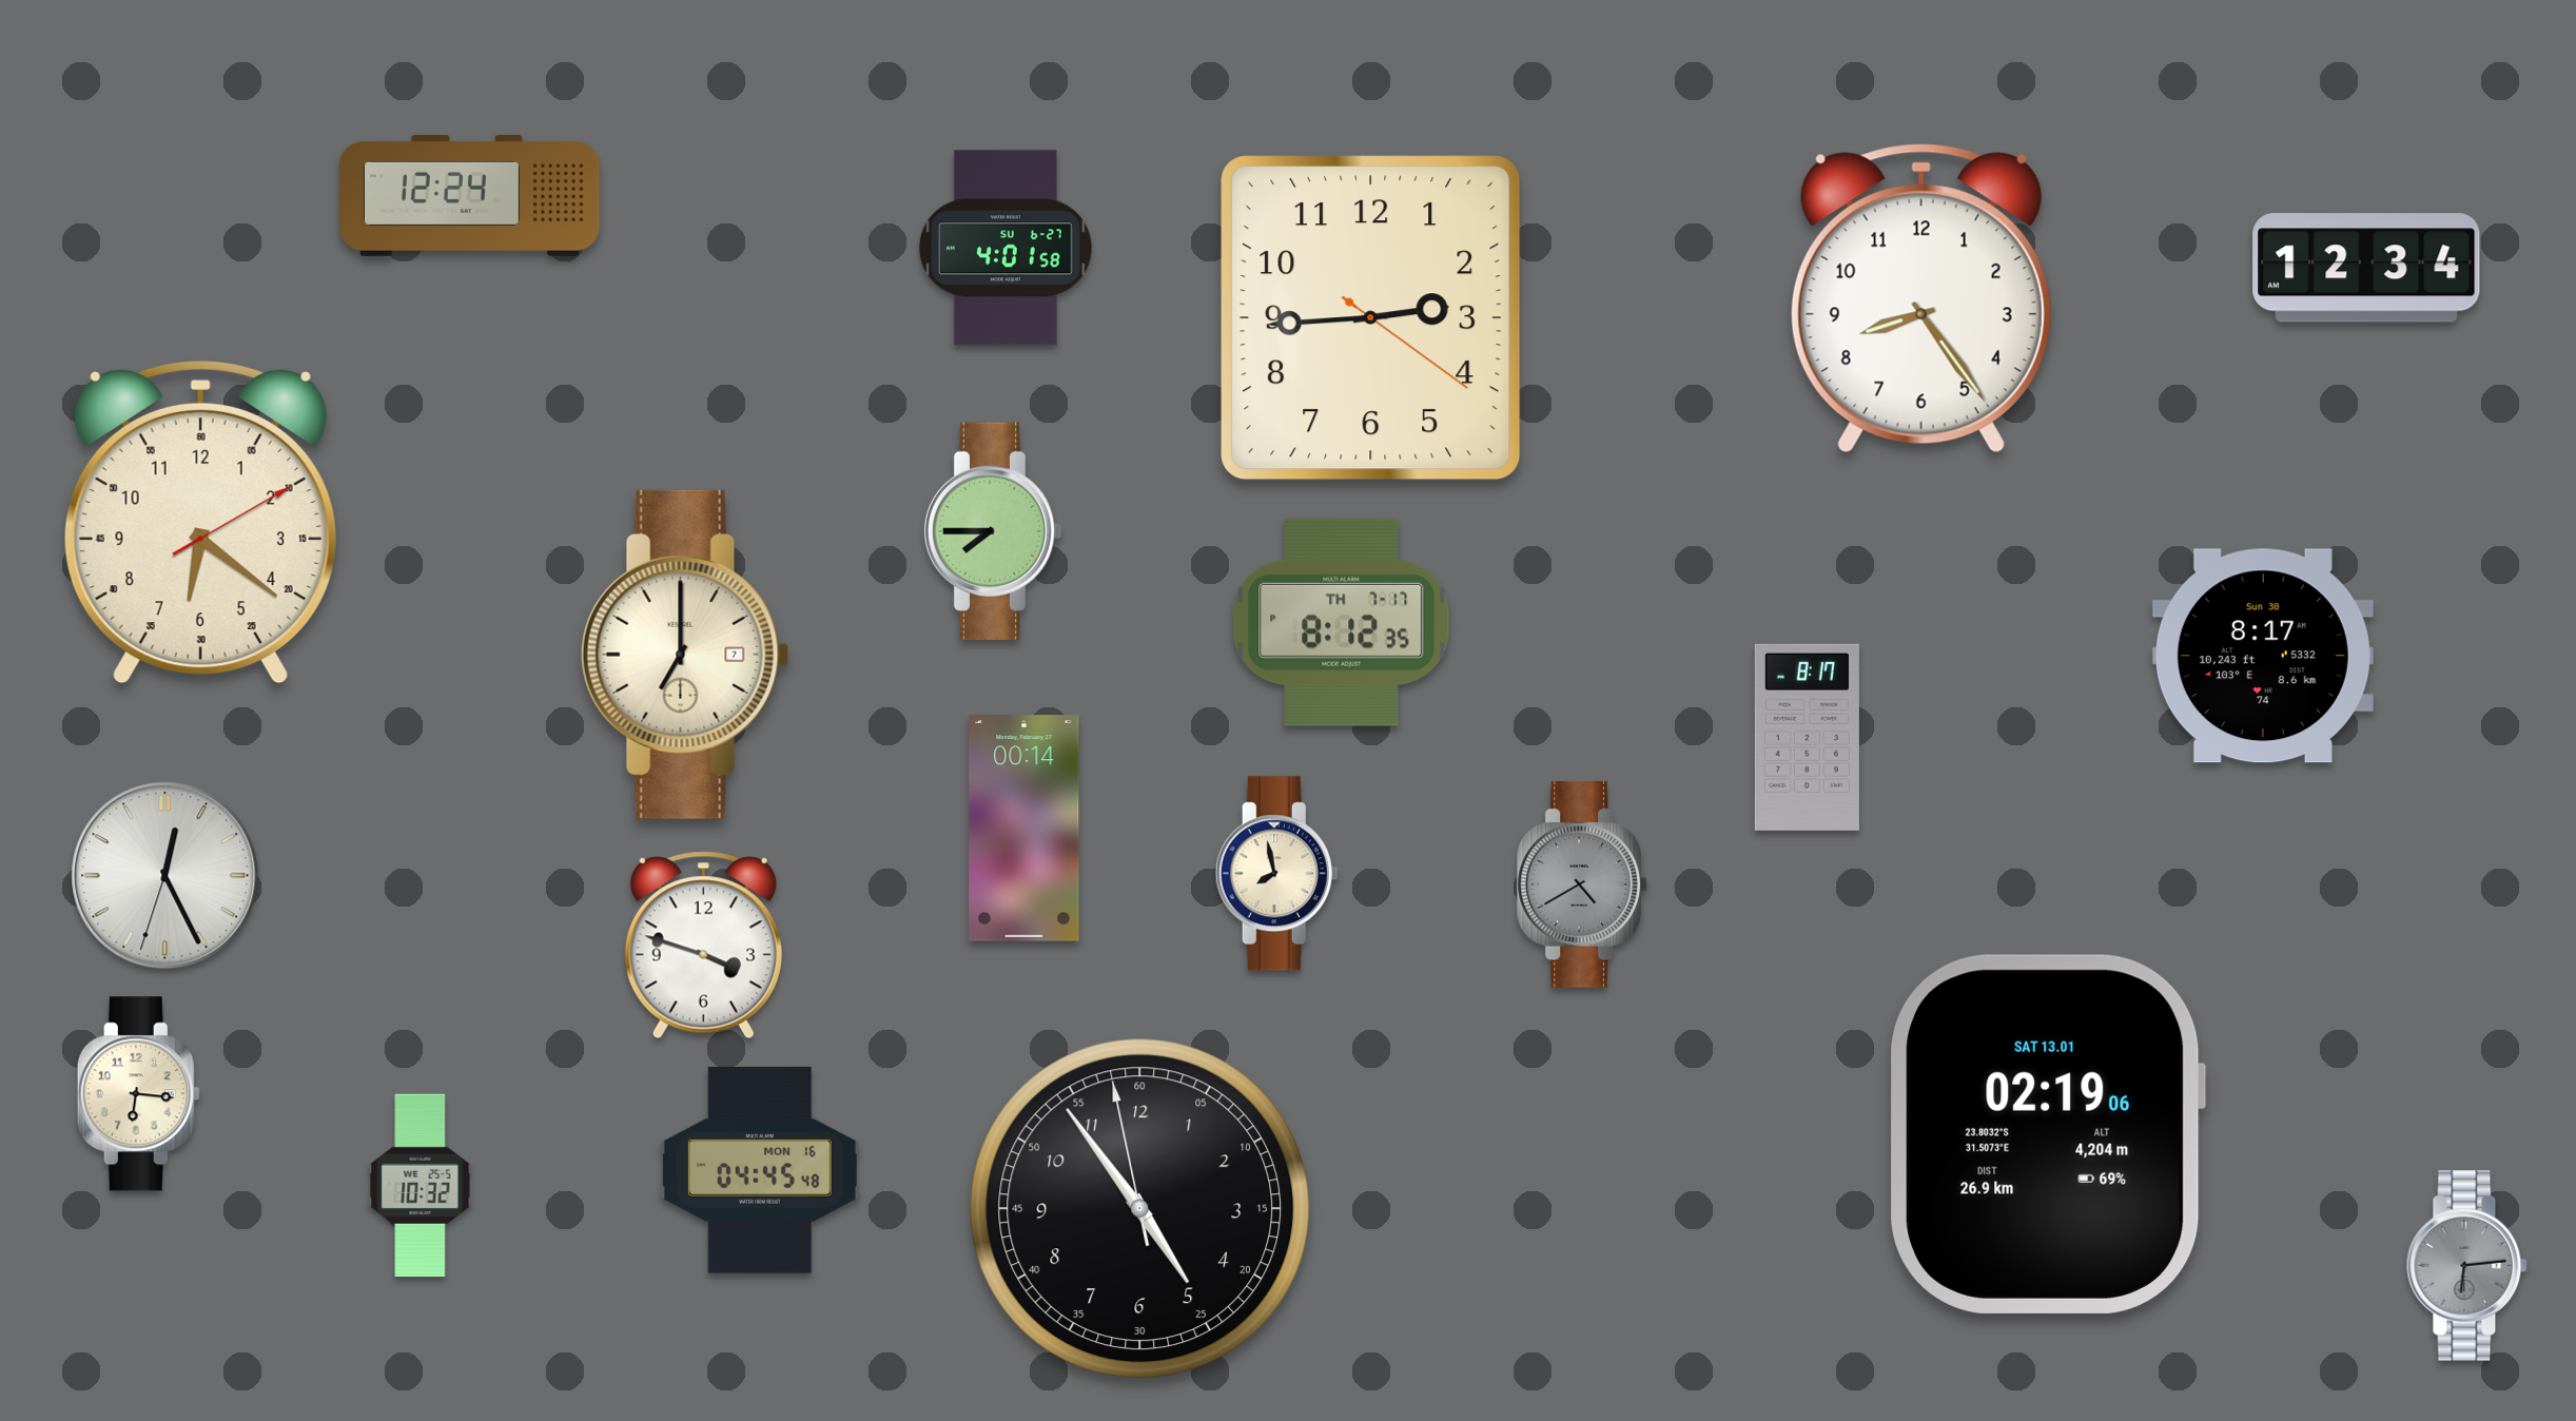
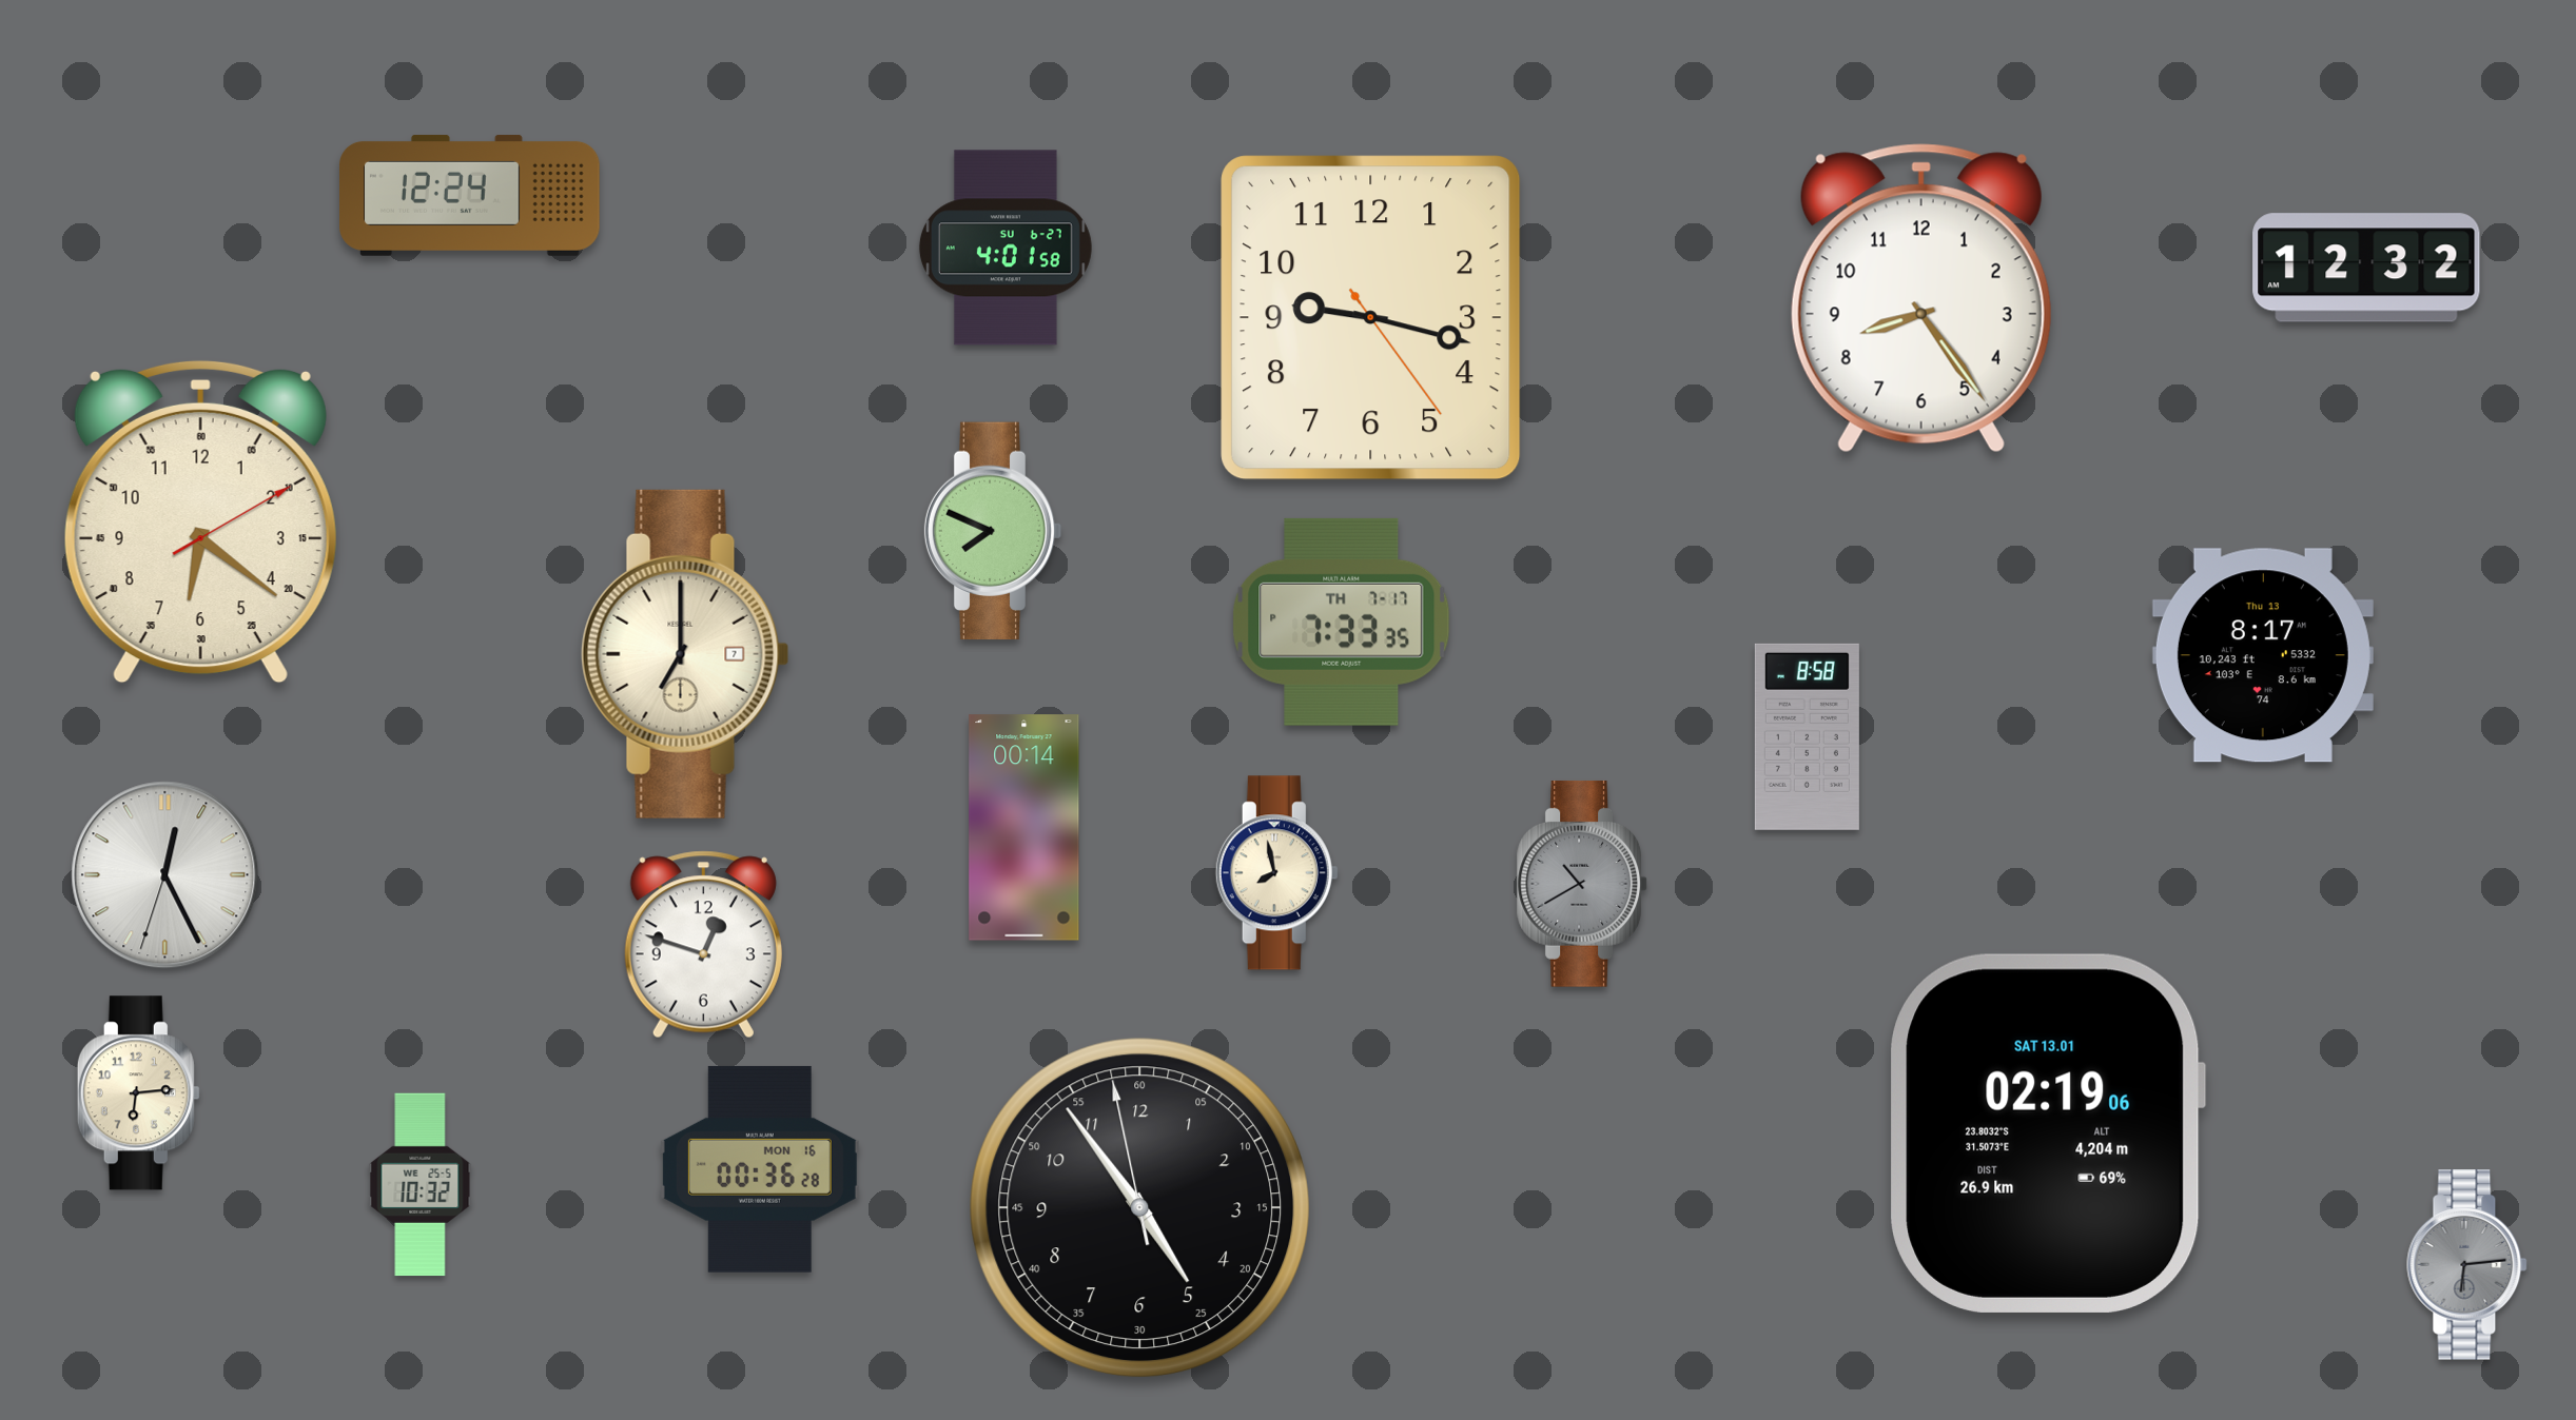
clock at (2366, 268): 12:34 -> 12:32
clock at (1371, 318): 2:44 -> 9:17
clock at (993, 531): 7:45 -> 7:49
clock at (1342, 622): 8:12 -> 7:33
clock at (2263, 656) date: Sun 30 -> Thu 13
clock at (1807, 737): 8:17 -> 8:58
clock at (1583, 884): 4:40 -> 10:40
clock at (703, 946): 3:48 -> 12:48
clock at (138, 1094): 6:16 -> 6:14
clock at (760, 1170): 04:45 -> 00:36
